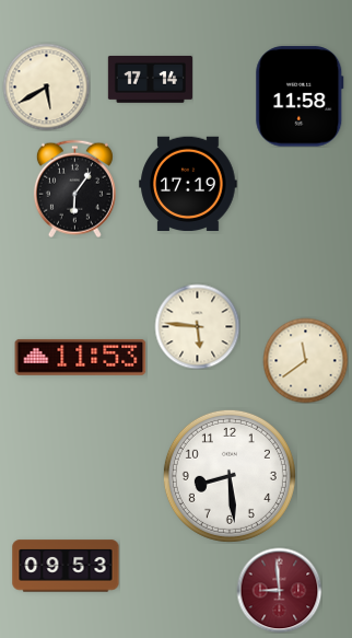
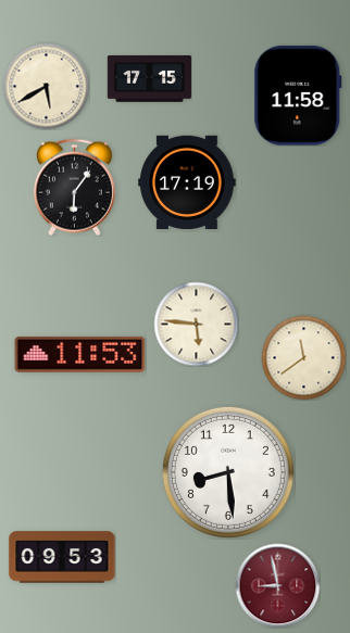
clock at (150, 79): 17:14 -> 17:15
clock at (66, 566) position: (66, 566) -> (62, 557)
clock at (279, 590): 8:59 -> 8:58
